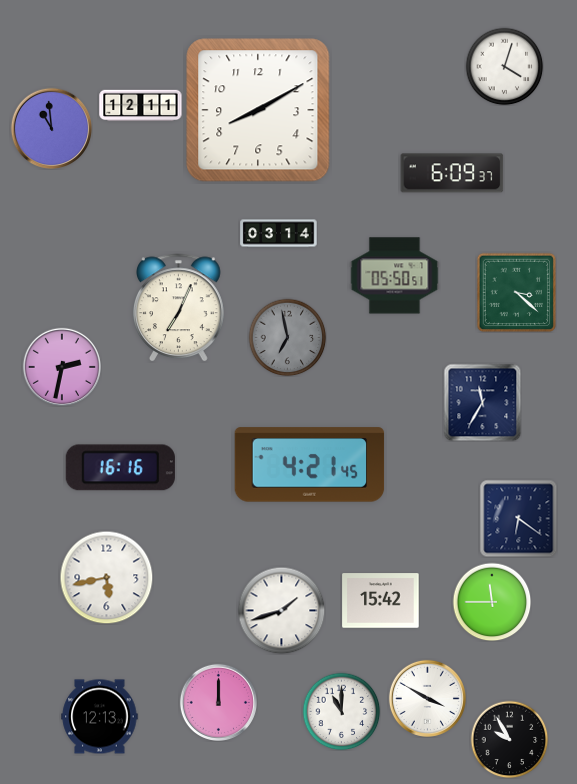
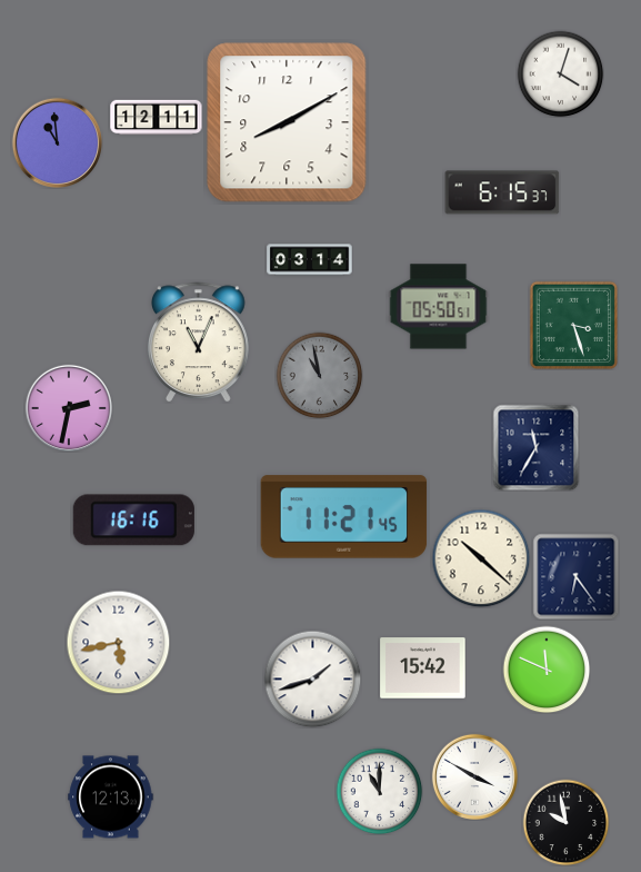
clock at (452, 173): 6:09 -> 6:15
clock at (516, 292): 3:22 -> 3:27
clock at (179, 308): 7:04 -> 11:04
clock at (287, 337): 6:58 -> 10:58
clock at (310, 465): 4:21 -> 11:21
clock at (481, 558): none -> 10:22
clock at (518, 518): 6:21 -> 6:24
clock at (492, 602): 11:45 -> 11:49
clock at (218, 702): 12:00 -> none
clock at (509, 739): 9:55 -> 9:58
